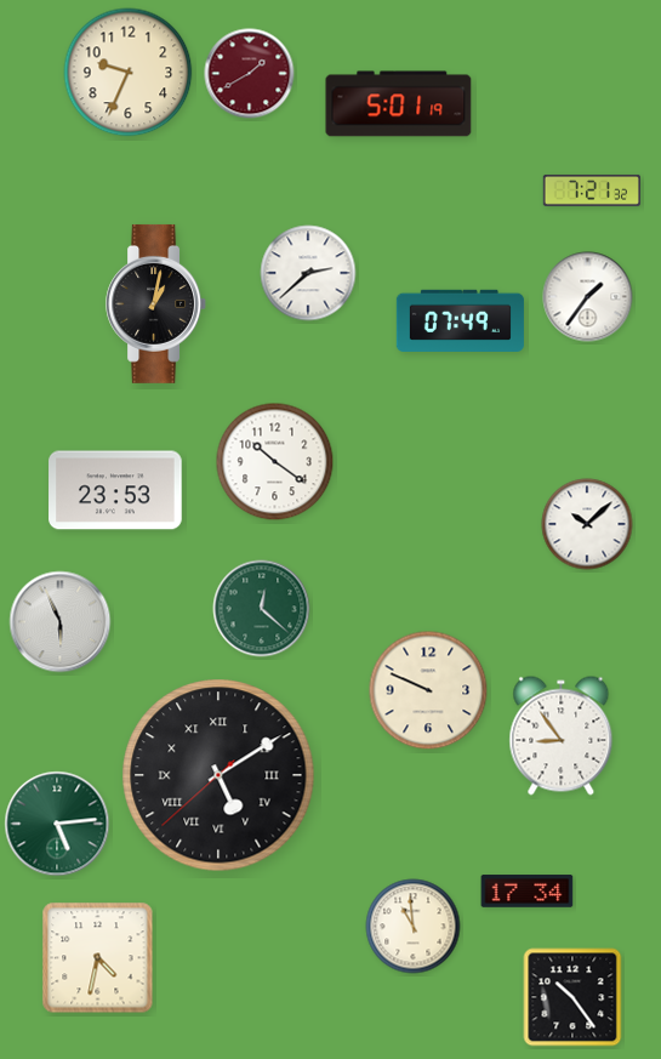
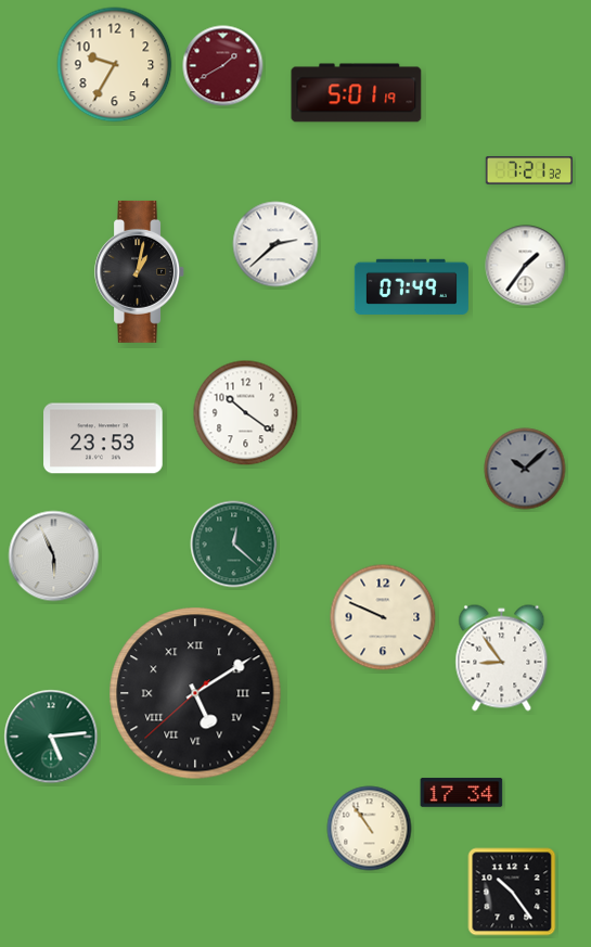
clock at (129, 73): 9:34 -> 9:35
clock at (587, 524) dial: white -> grey
clock at (528, 892) position: (528, 892) -> (462, 793)
clock at (414, 927): 10:59 -> 10:54
clock at (98, 958): 4:32 -> none
